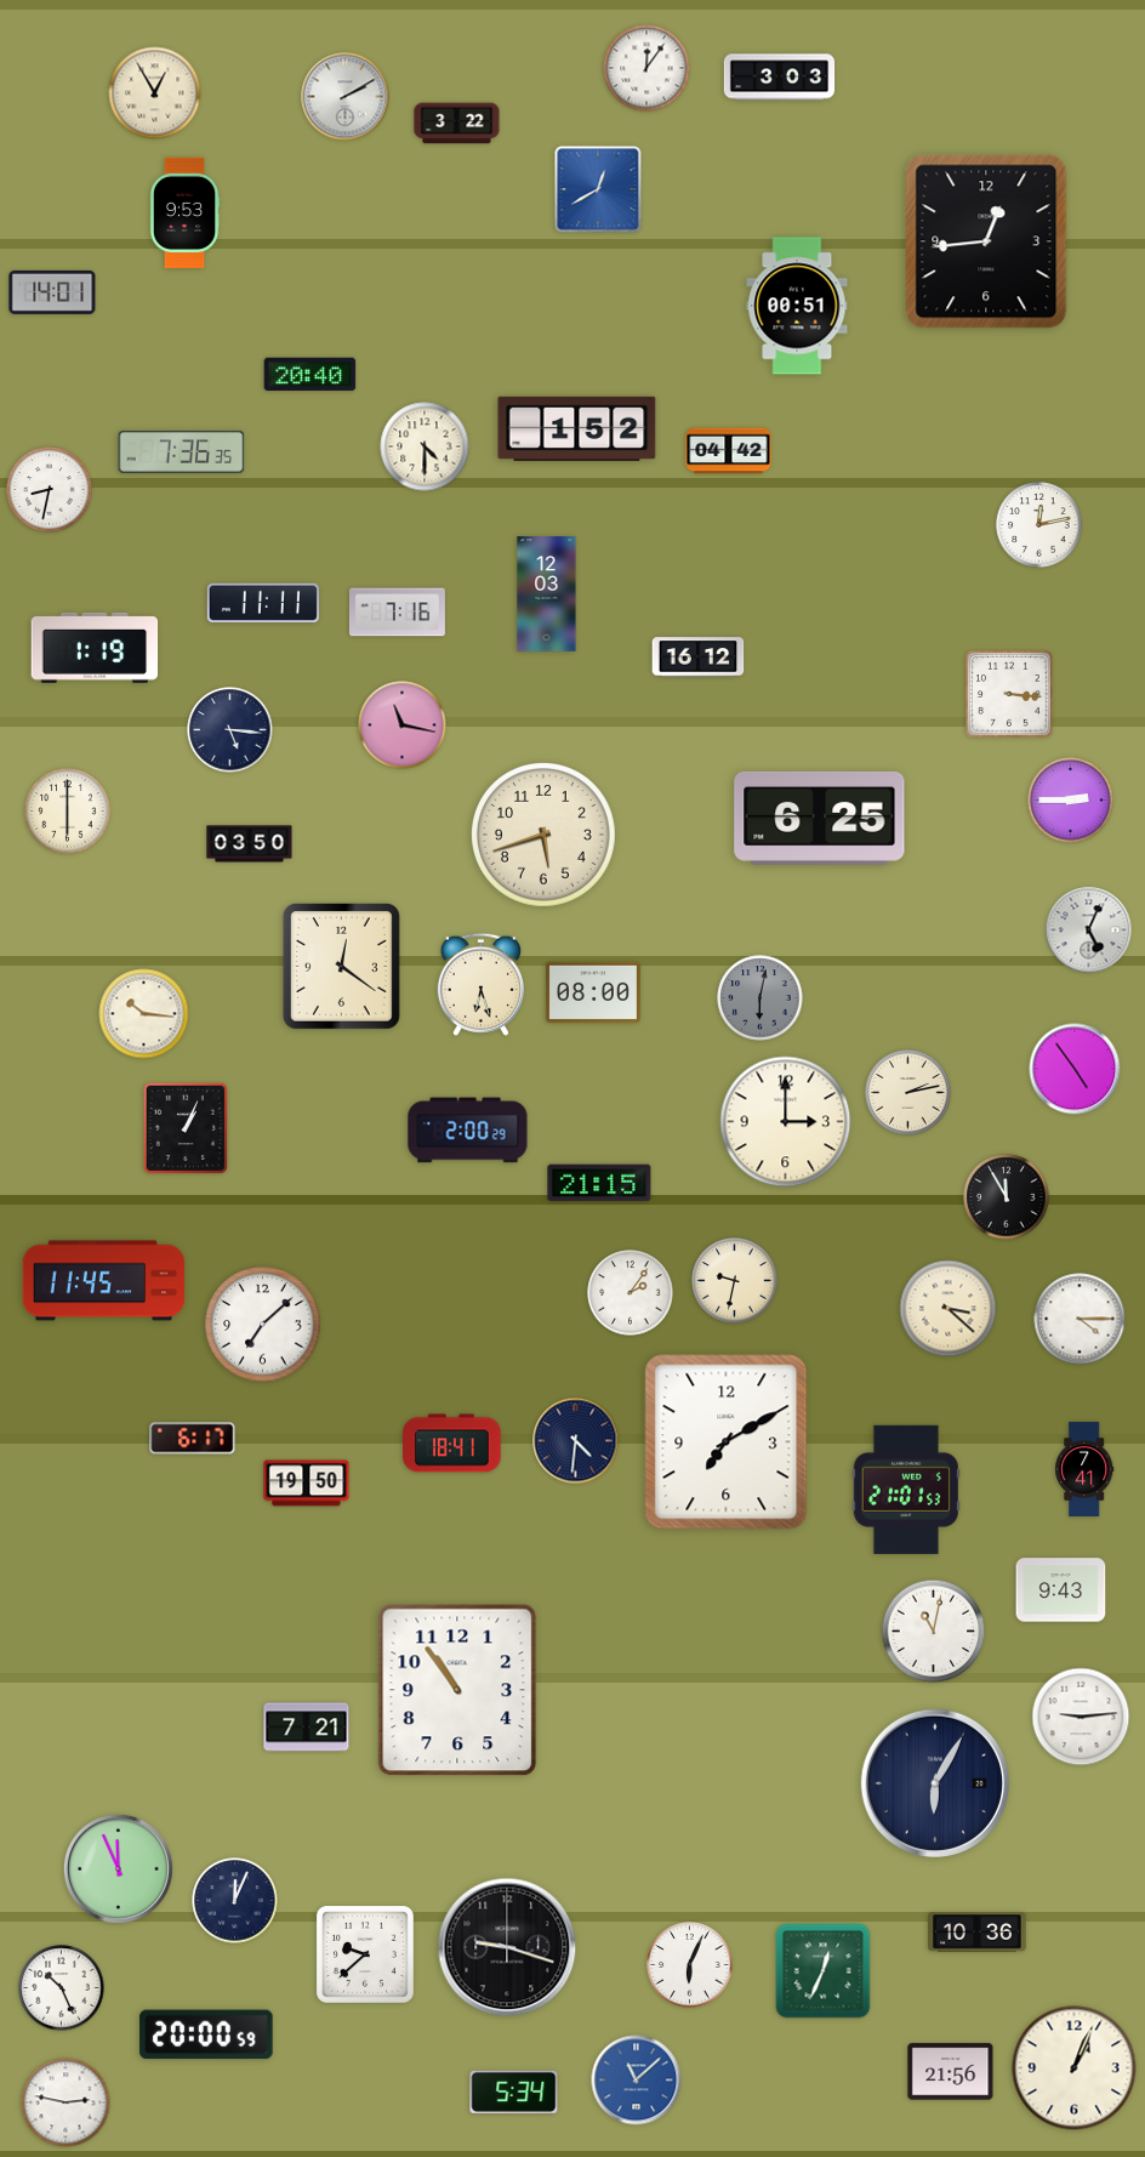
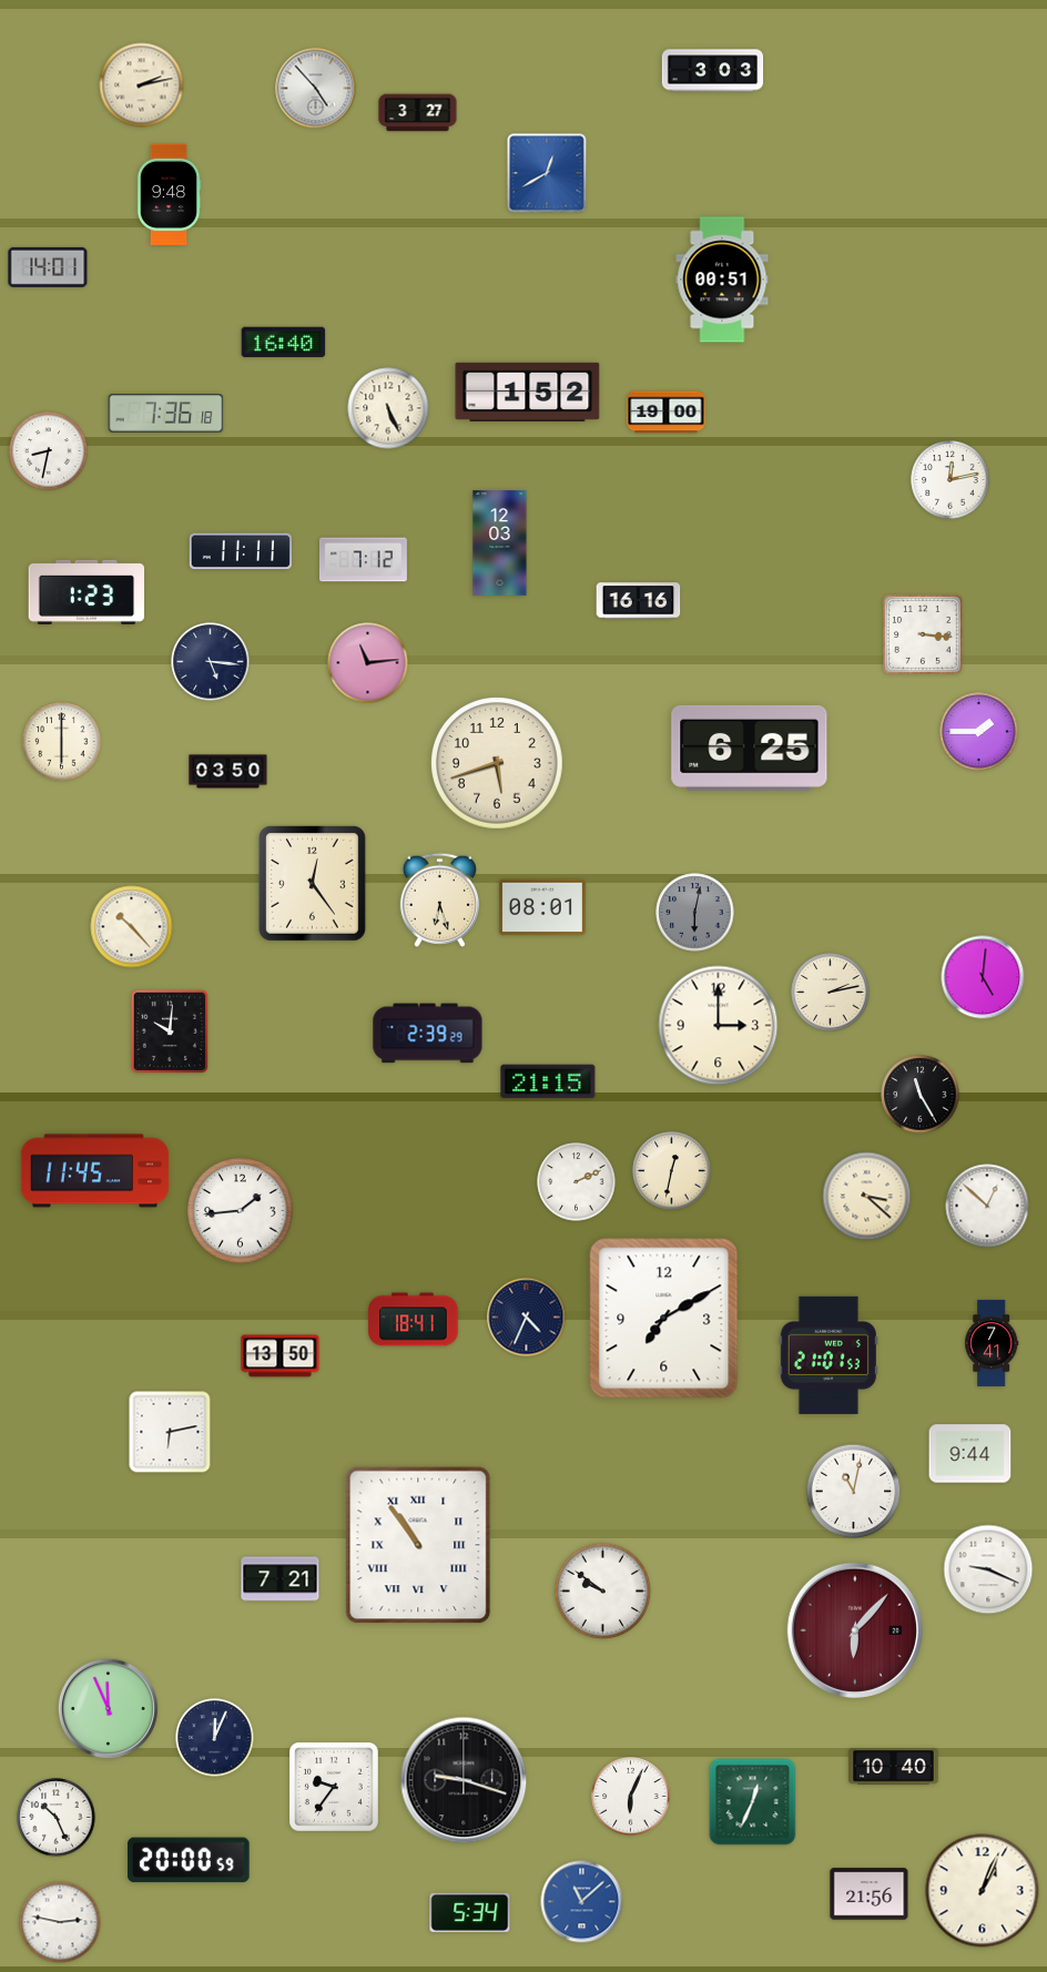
clock at (646, 68): 12:06 -> none
clock at (155, 93): 12:55 -> 2:13
clock at (346, 97): 2:10 -> 4:53
clock at (457, 124): 3:22 -> 3:27
clock at (184, 212): 9:53 -> 9:48
clock at (986, 241): 12:44 -> none
clock at (797, 306) position: (797, 306) -> (722, 279)
clock at (311, 375): 20:40 -> 16:40
clock at (425, 446): 4:30 -> 5:26
clock at (729, 451): 04:42 -> 19:00
clock at (182, 453): 7:36:35 -> 7:36:18
clock at (50, 490) position: (50, 490) -> (49, 451)
clock at (397, 613): 7:16 -> 7:12
clock at (95, 648): 1:19 -> 1:23
clock at (699, 658): 16:12 -> 16:16
clock at (403, 725): 11:17 -> 11:14
clock at (230, 730) position: (230, 730) -> (211, 662)
clock at (1071, 801): 2:45 -> 1:45
clock at (1089, 930): 5:04 -> none
clock at (341, 967): 12:21 -> 12:24
clock at (593, 992): 08:00 -> 08:01
clock at (144, 1014): 10:16 -> 10:23
clock at (1075, 1069): 4:54 -> 5:01
clock at (908, 1093) position: (908, 1093) -> (831, 993)
clock at (186, 1128): 1:04 -> 10:01
clock at (468, 1131): 2:00 -> 2:39
clock at (1007, 1197): 11:55 -> 11:25
clock at (735, 1281): 9:32 -> 12:32
clock at (631, 1293): 2:06 -> 2:11
clock at (1080, 1319): 4:15 -> 12:52
clock at (263, 1325): 7:08 -> 1:44
clock at (193, 1439): 6:17 -> none
clock at (576, 1441): 4:31 -> 4:34
clock at (307, 1484): 19:50 -> 13:50
clock at (906, 1490) position: (906, 1490) -> (829, 1355)
clock at (170, 1432): none -> 6:13
clock at (1061, 1590): 9:43 -> 9:44
clock at (457, 1690) numerals: Arabic -> Roman
clock at (1081, 1717): 9:14 -> 9:19
clock at (603, 1592): none -> 9:51
clock at (935, 1783): 6:05 -> 6:07
clock at (935, 1783) dial: navy -> burgundy
clock at (978, 1933): 10:36 -> 10:40
clock at (365, 1954): 9:38 -> 9:36
